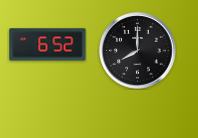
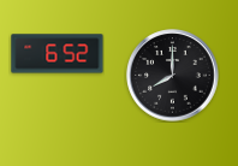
clock at (138, 51) position: (138, 51) -> (173, 76)
